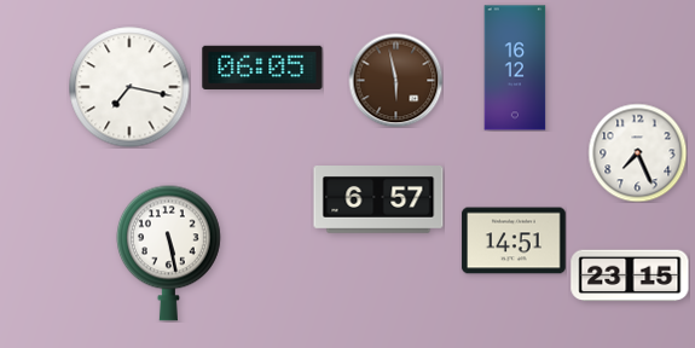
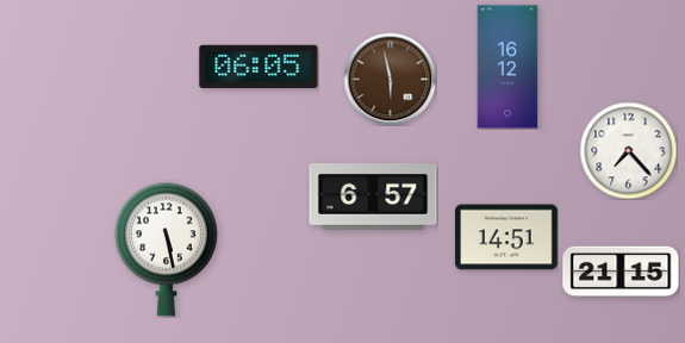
clock at (129, 87): 7:17 -> none
clock at (637, 152): 7:26 -> 7:23
clock at (630, 275): 23:15 -> 21:15
